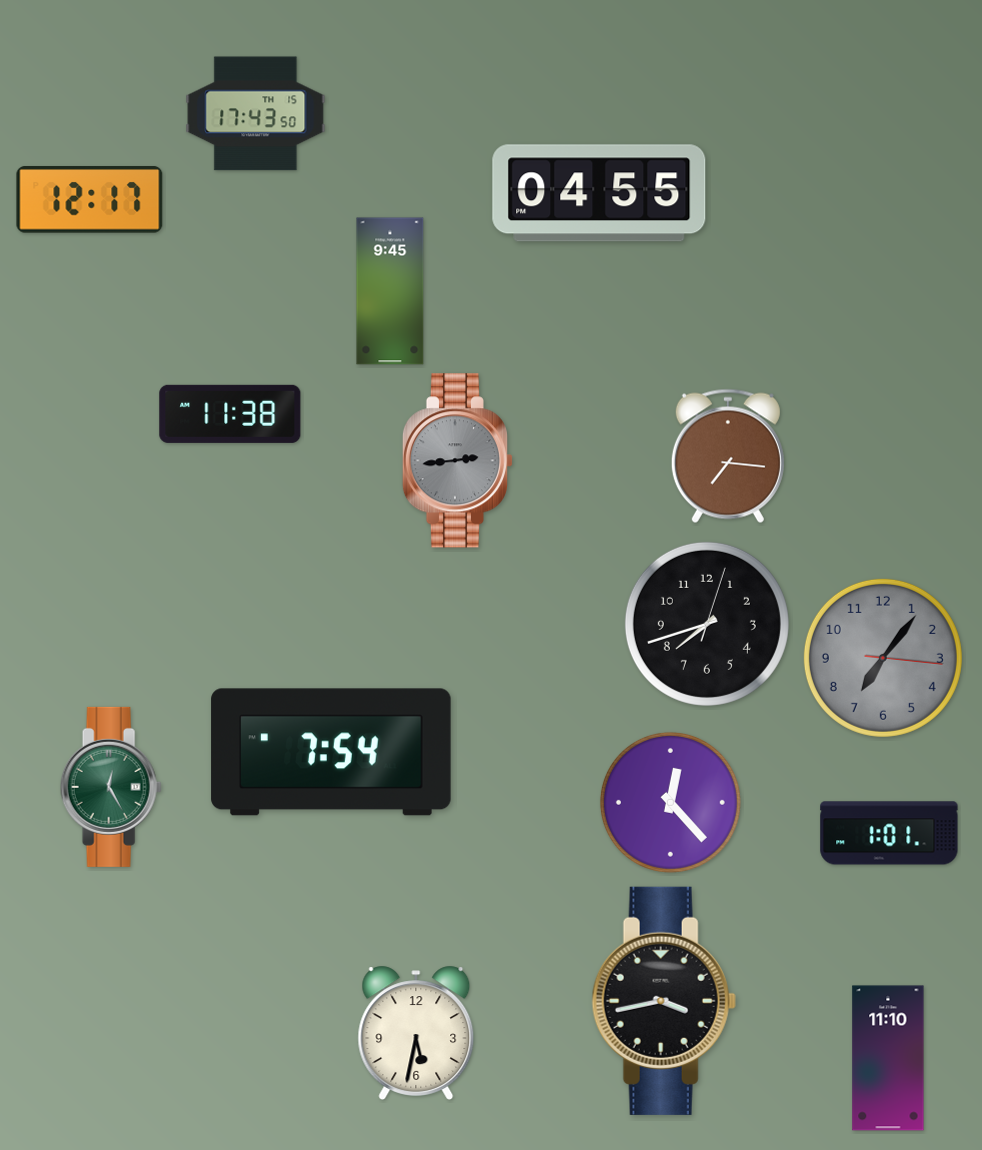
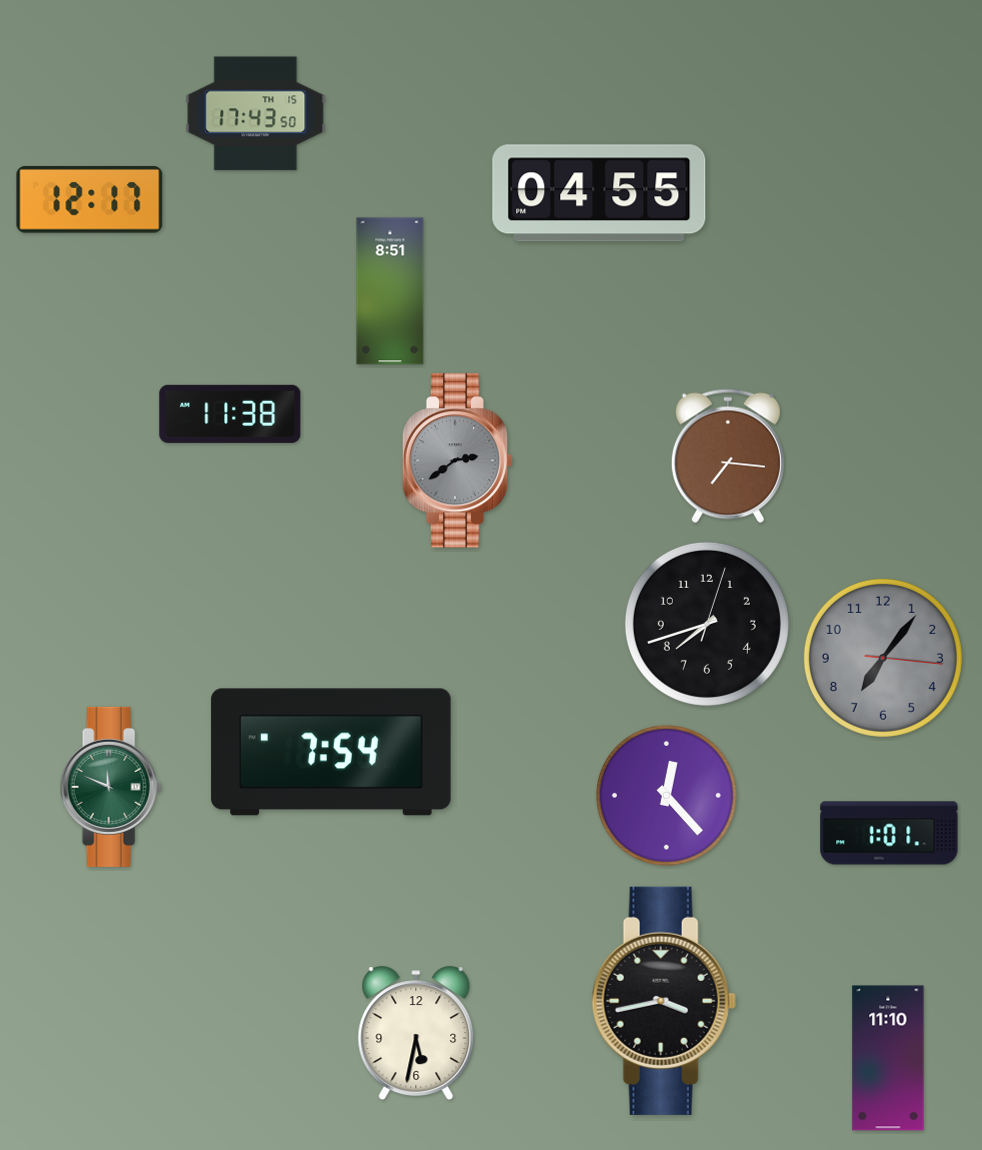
clock at (390, 291): 9:45 -> 8:51
clock at (458, 461): 2:44 -> 2:39
clock at (111, 787): 12:25 -> 11:49
clock at (670, 802) position: (670, 802) -> (666, 795)
